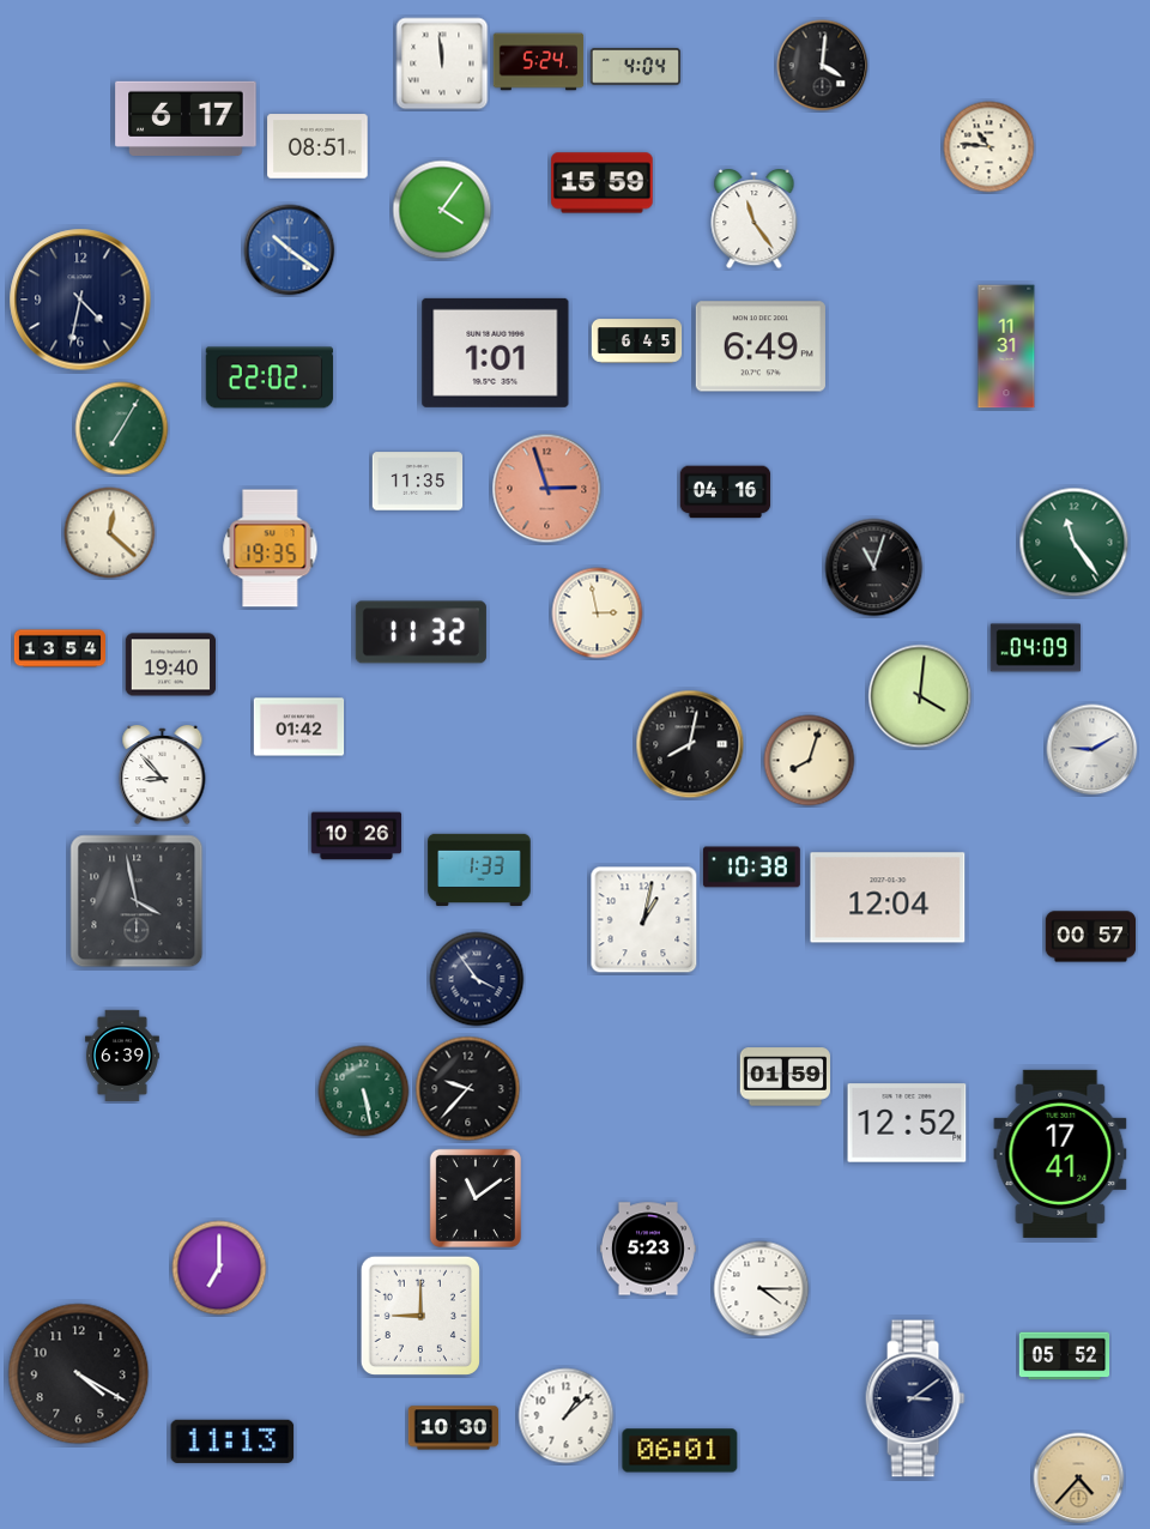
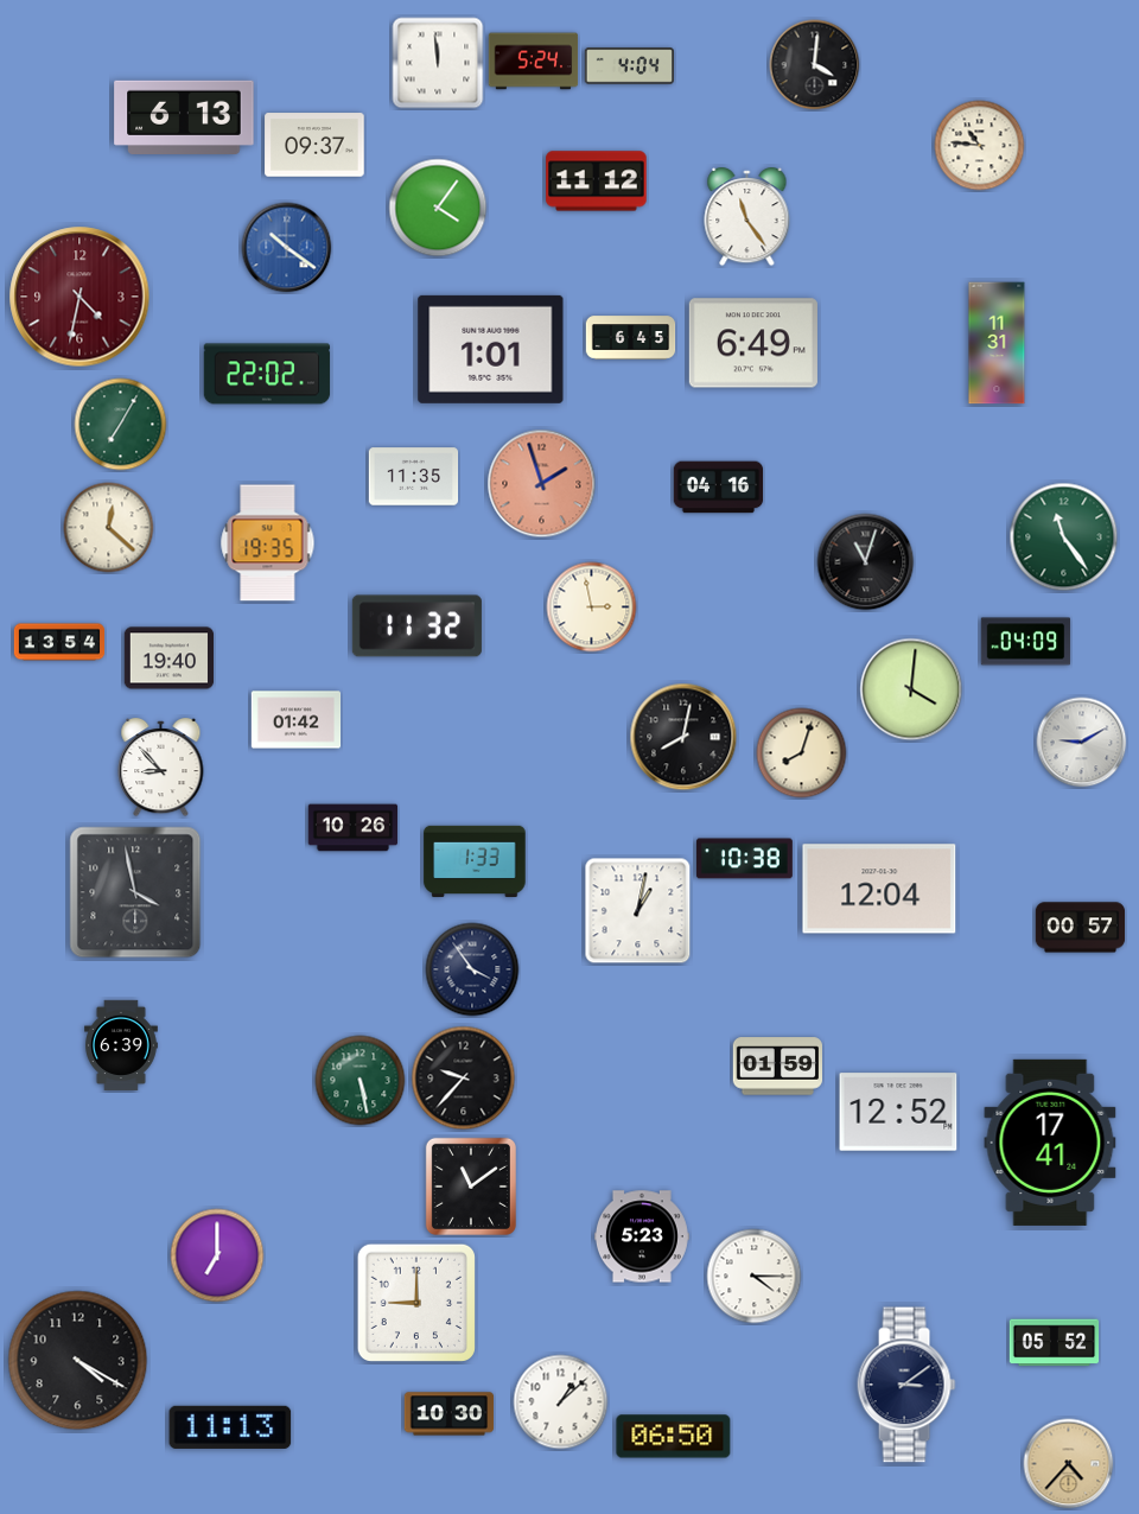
clock at (186, 117): 6:17 -> 6:13
clock at (317, 146): 08:51 -> 09:37
clock at (603, 183): 15:59 -> 11:12
clock at (80, 300) dial: navy -> burgundy
clock at (547, 489): 2:57 -> 1:57
clock at (680, 1451): 06:01 -> 06:50
